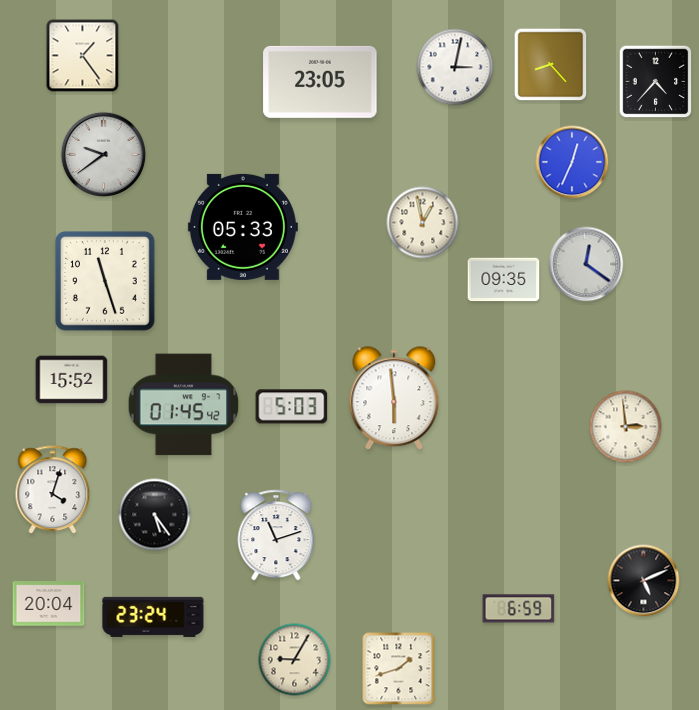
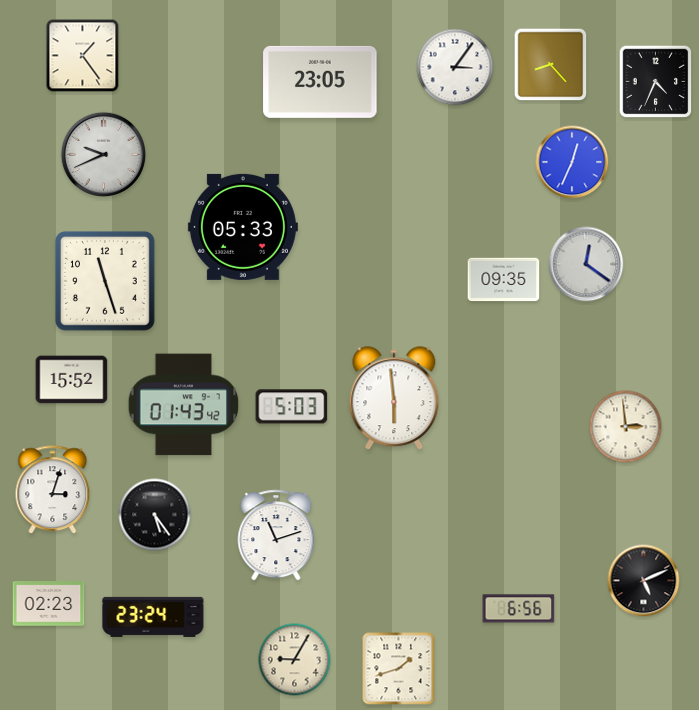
clock at (455, 67): 3:02 -> 3:06
clock at (656, 82): 4:37 -> 4:34
clock at (103, 154): 9:39 -> 9:41
clock at (423, 223): 12:58 -> none
clock at (184, 405): 01:45 -> 01:43
clock at (53, 490): 4:03 -> 3:03
clock at (49, 604): 20:04 -> 02:23
clock at (519, 609): 6:59 -> 6:56
